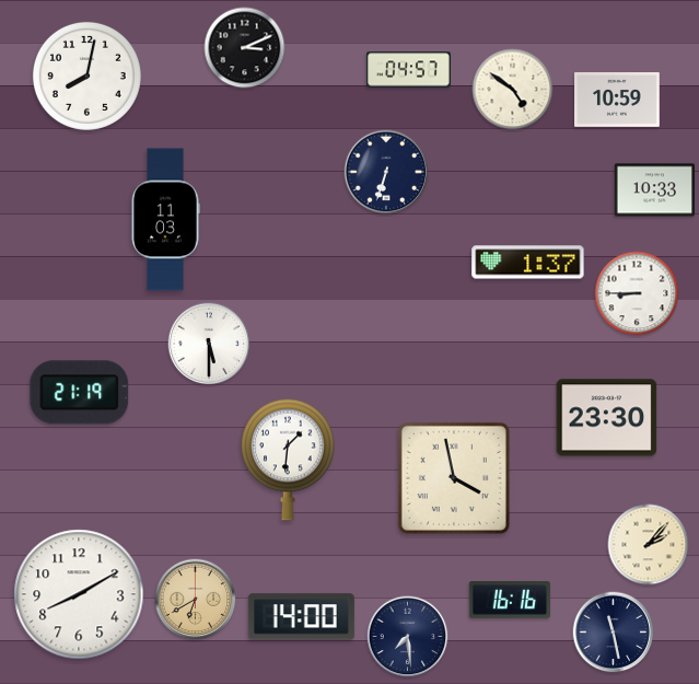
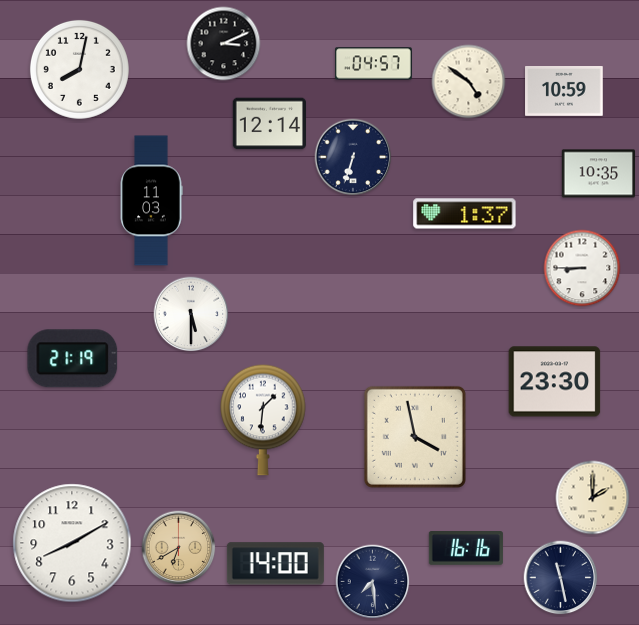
clock at (269, 124): none -> 12:14
clock at (654, 190): 10:33 -> 10:35
clock at (528, 263) position: (528, 263) -> (465, 214)
clock at (649, 545): 2:07 -> 2:00
